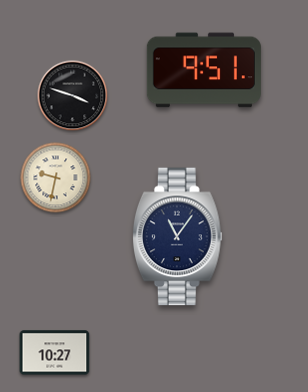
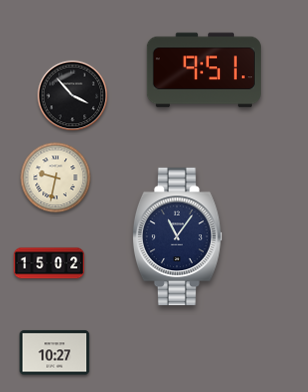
clock at (73, 96): 3:48 -> 3:53
clock at (49, 263): none -> 15:02
